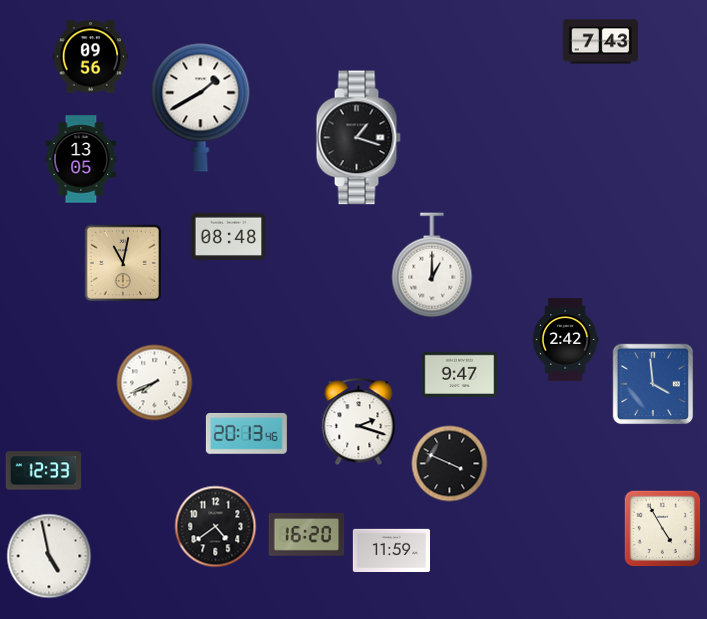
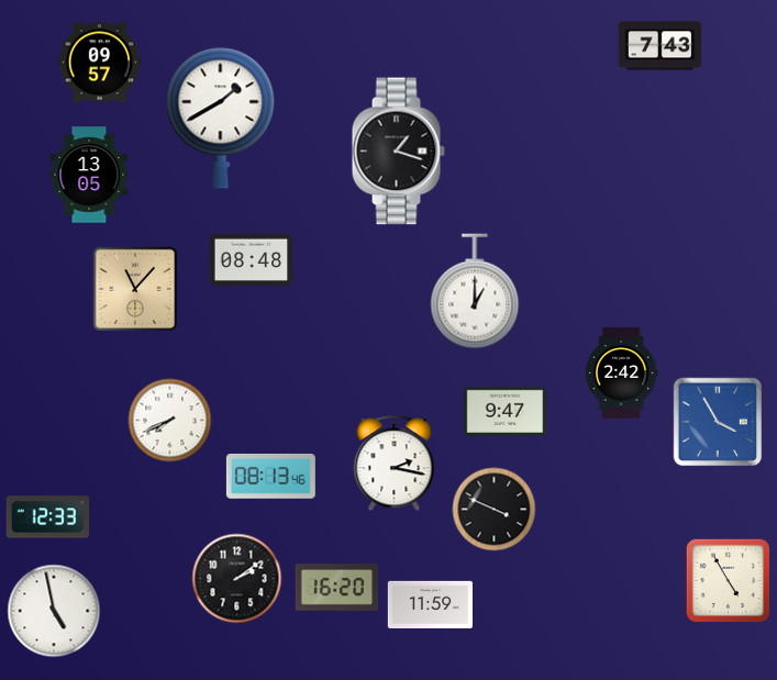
clock at (91, 57): 09:56 -> 09:57
clock at (358, 138) position: (358, 138) -> (398, 152)
clock at (123, 263): 11:02 -> 11:07
clock at (653, 384): 3:59 -> 3:55
clock at (359, 422): 2:18 -> 2:17
clock at (246, 433): 20:13 -> 08:13
clock at (216, 527): 4:39 -> 2:09
